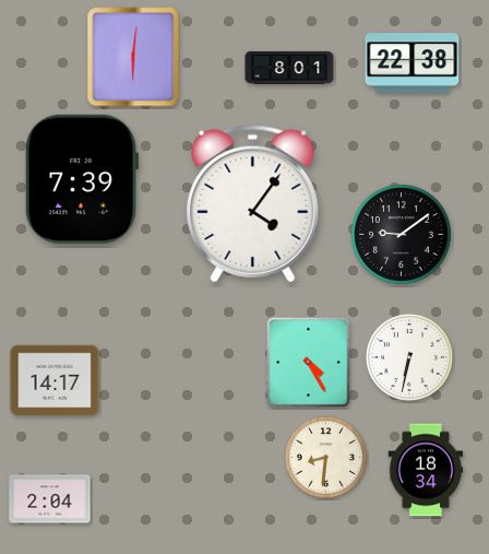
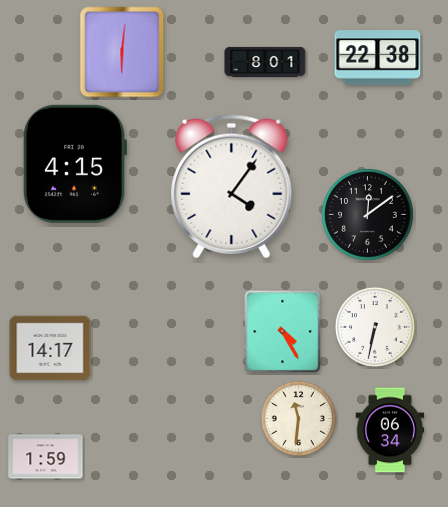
clock at (81, 179): 7:39 -> 4:15
clock at (402, 235): 9:09 -> 12:09
clock at (325, 457): 8:31 -> 11:31
clock at (426, 470): 18:34 -> 06:34
clock at (50, 499): 2:04 -> 1:59
